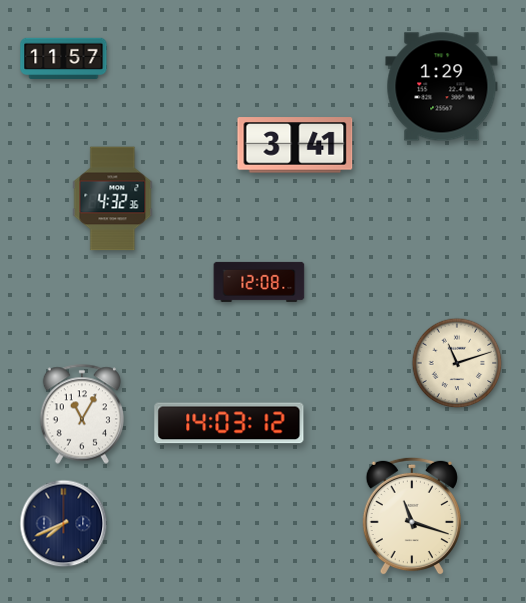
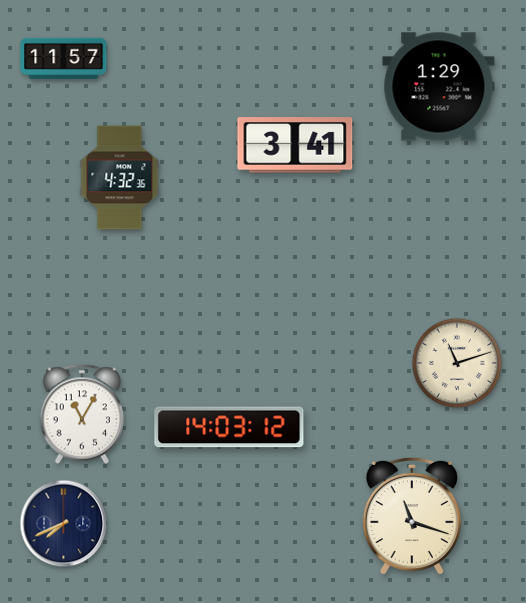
clock at (442, 87) position: (442, 87) -> (439, 87)
clock at (113, 199) position: (113, 199) -> (120, 178)
clock at (259, 282): 12:08 -> none
clock at (229, 423) position: (229, 423) -> (229, 427)
